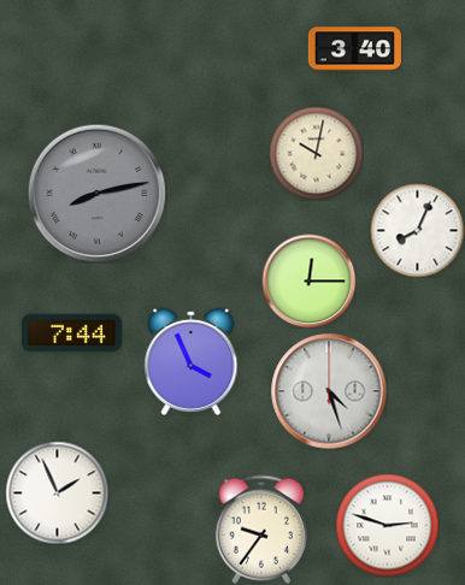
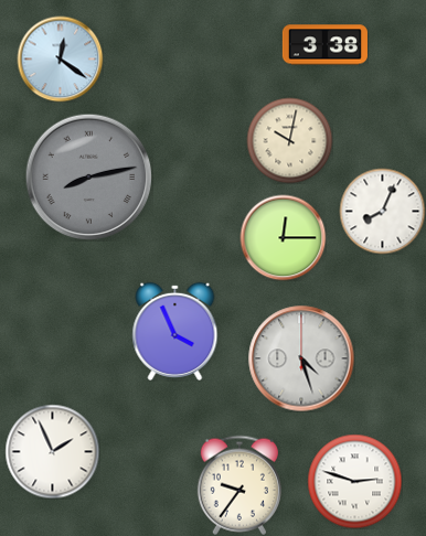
clock at (354, 49): 3:40 -> 3:38
clock at (60, 58): none -> 12:21
clock at (308, 280) position: (308, 280) -> (283, 237)
clock at (71, 333): 7:44 -> none
